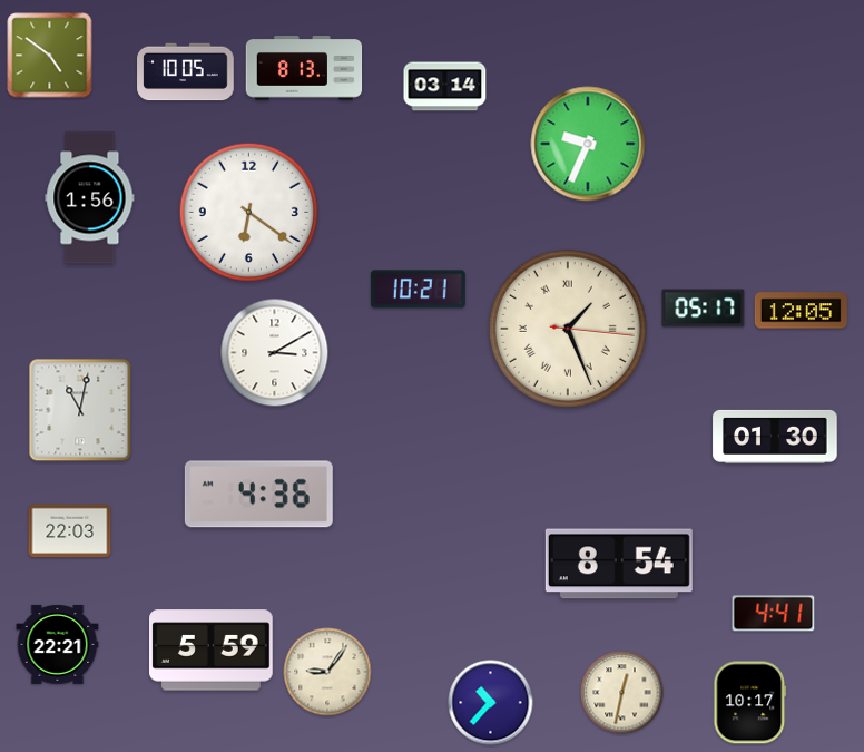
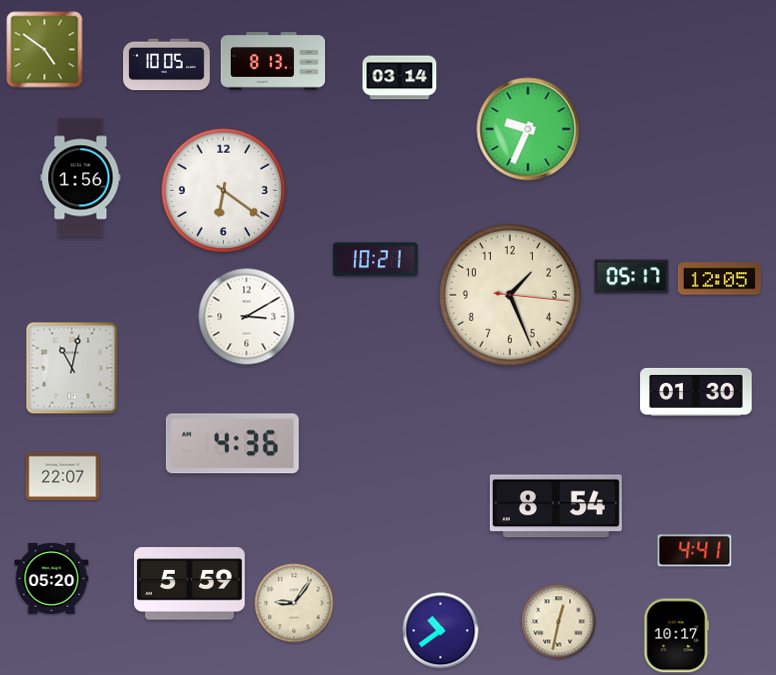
clock at (568, 329) numerals: Roman -> Arabic
clock at (70, 531): 22:03 -> 22:07
clock at (58, 644): 22:21 -> 05:20
clock at (491, 703): 10:37 -> 10:39
clock at (750, 703) position: (750, 703) -> (677, 636)
